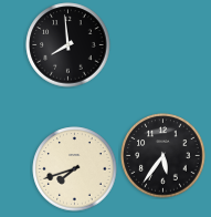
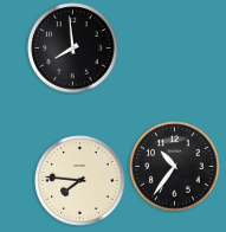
clock at (163, 156): 5:36 -> 10:36
clock at (75, 169): 7:42 -> 7:46
